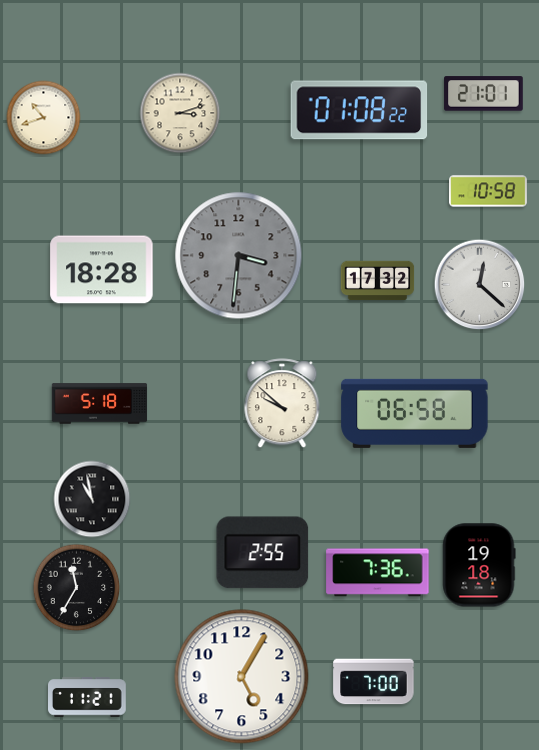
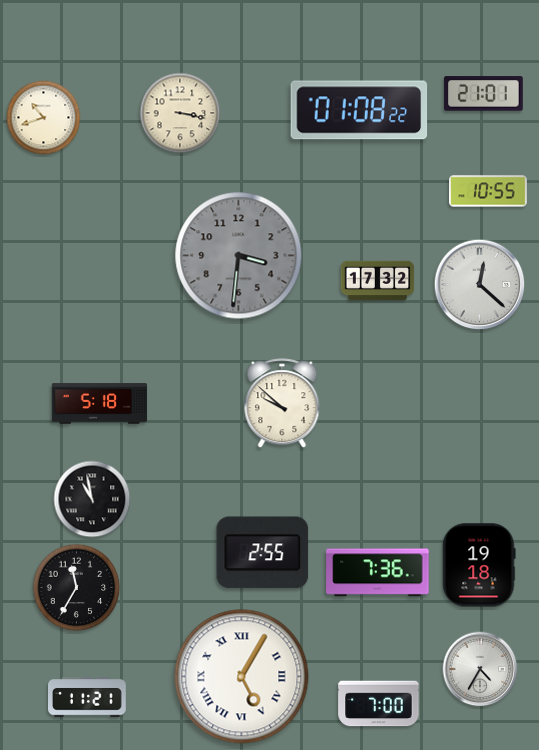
clock at (180, 113): 3:12 -> 3:17
clock at (489, 191): 10:58 -> 10:55
clock at (102, 270): 18:28 -> none
clock at (415, 413): 06:58 -> none
clock at (480, 669): none -> 4:35
clock at (242, 677) numerals: Arabic -> Roman
clock at (374, 682) position: (374, 682) -> (379, 704)
